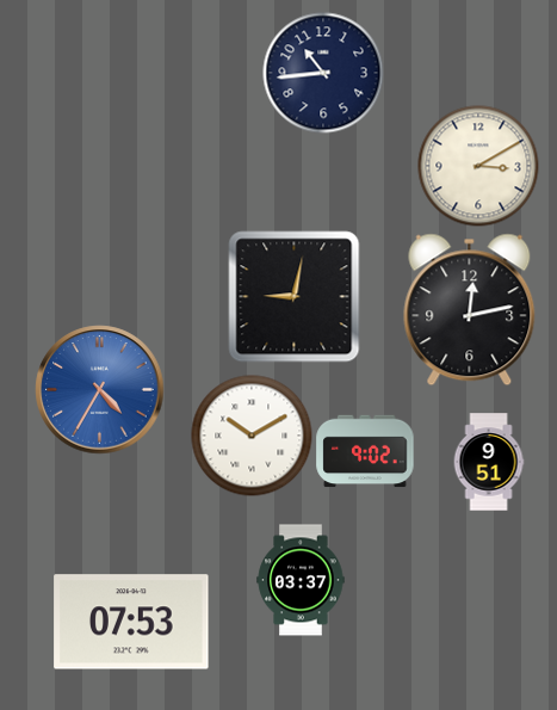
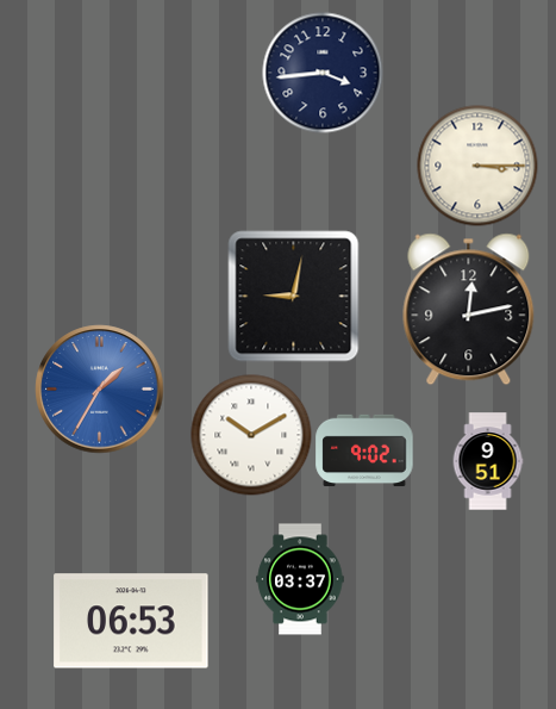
clock at (323, 73): 10:44 -> 3:44
clock at (478, 166): 3:10 -> 3:15
clock at (100, 390): 4:35 -> 1:35
clock at (131, 622): 07:53 -> 06:53
